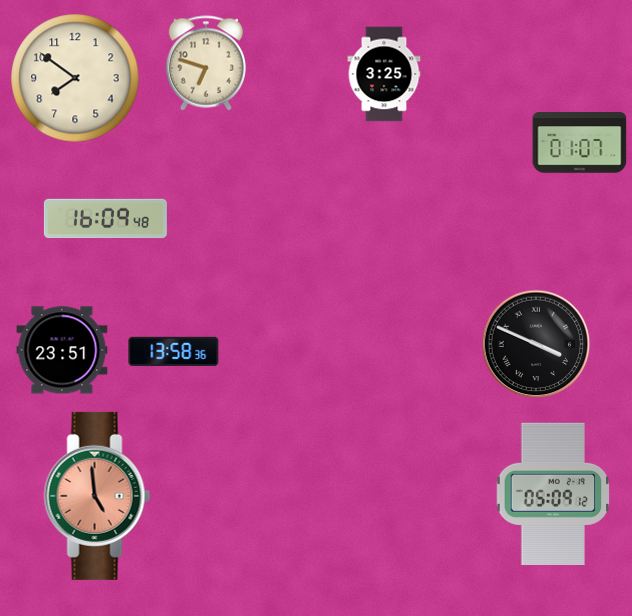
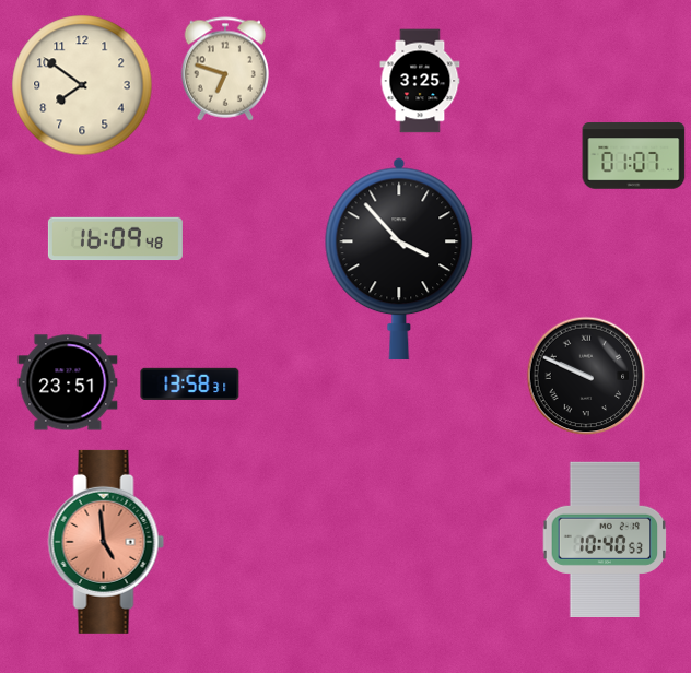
clock at (399, 259): none -> 3:53
clock at (536, 344): 3:49 -> 9:49
clock at (174, 351): 13:58:36 -> 13:58:31
clock at (553, 494): 05:09 -> 10:40
